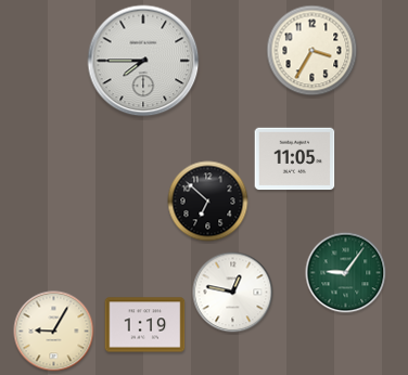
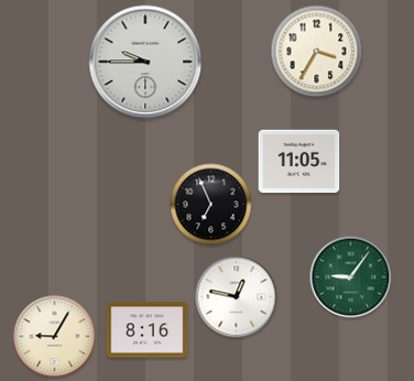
clock at (143, 61): 7:45 -> 9:45
clock at (208, 202): 6:52 -> 6:56
clock at (145, 325): 1:19 -> 8:16
